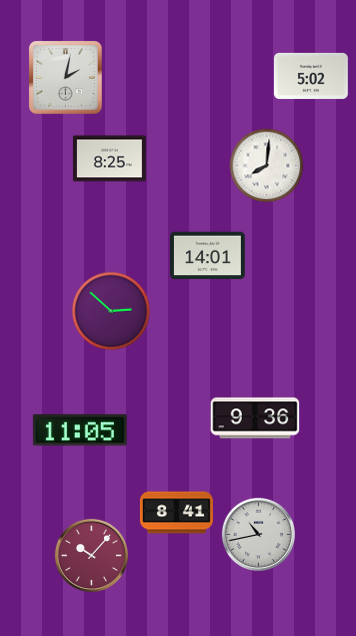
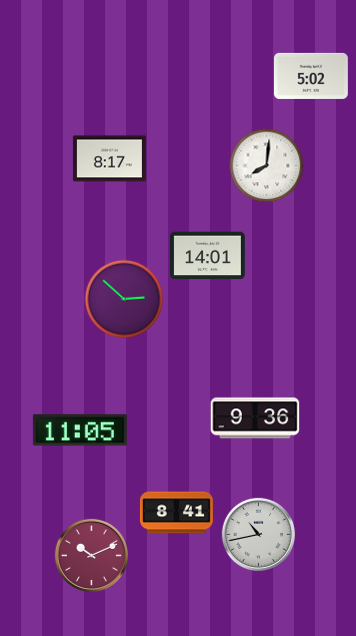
clock at (65, 77): 2:02 -> none
clock at (109, 159): 8:25 -> 8:17
clock at (111, 311) position: (111, 311) -> (124, 299)
clock at (91, 555): 10:07 -> 10:11
